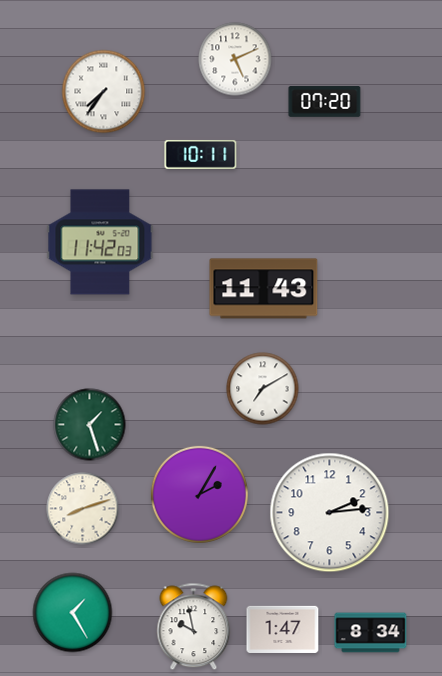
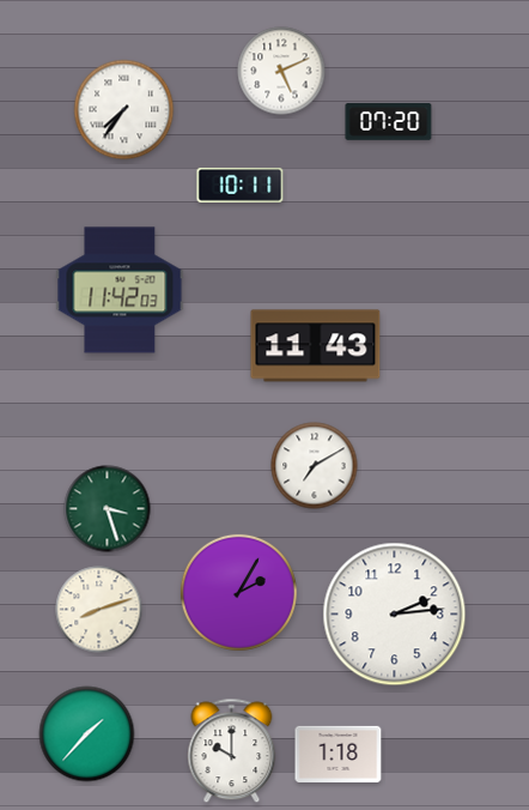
clock at (90, 425): 1:27 -> 3:27
clock at (73, 613): 1:25 -> 1:37
clock at (194, 627): 9:58 -> 10:00
clock at (283, 629): 1:47 -> 1:18
clock at (371, 633): 8:34 -> none
